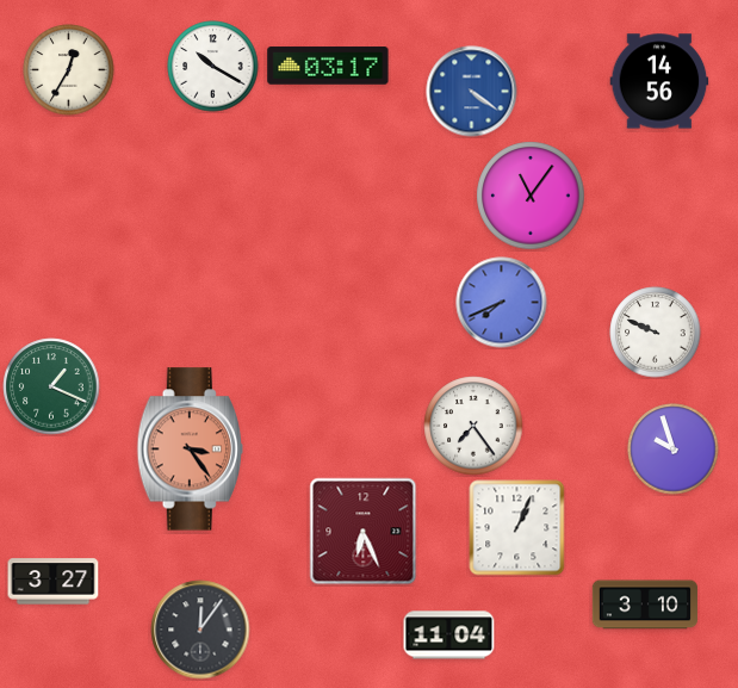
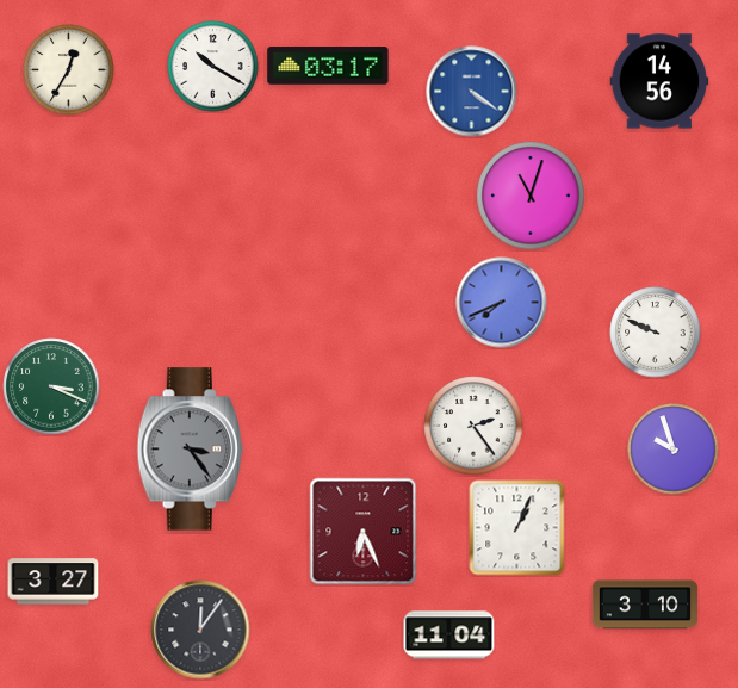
clock at (531, 196): 11:06 -> 11:03
clock at (51, 386): 1:19 -> 3:19
clock at (473, 426): 7:24 -> 2:24
clock at (190, 450) dial: salmon -> grey
